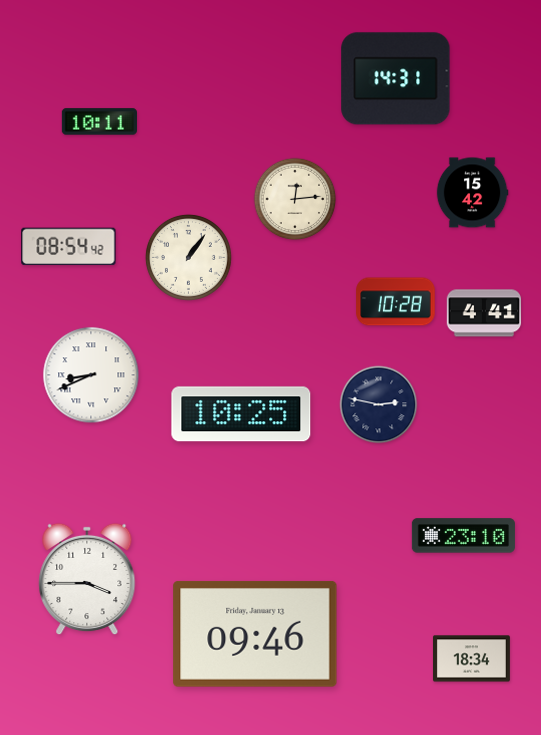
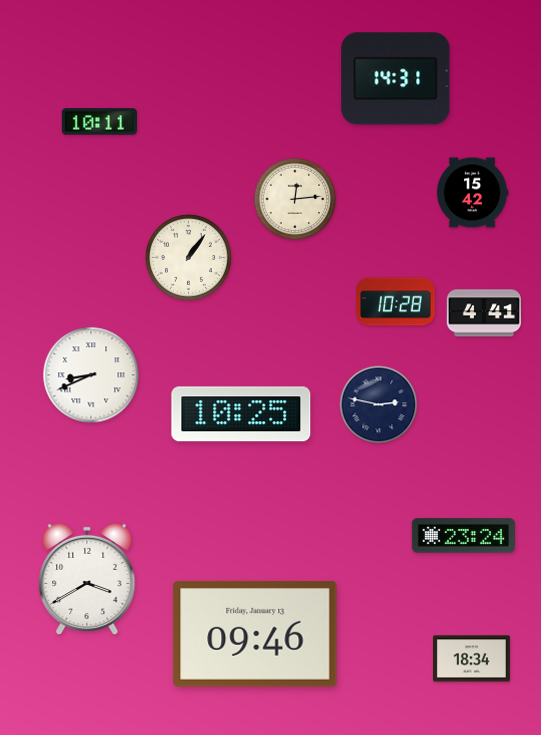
clock at (69, 247): 08:54 -> none
clock at (463, 536): 23:10 -> 23:24
clock at (87, 579): 3:45 -> 3:40
